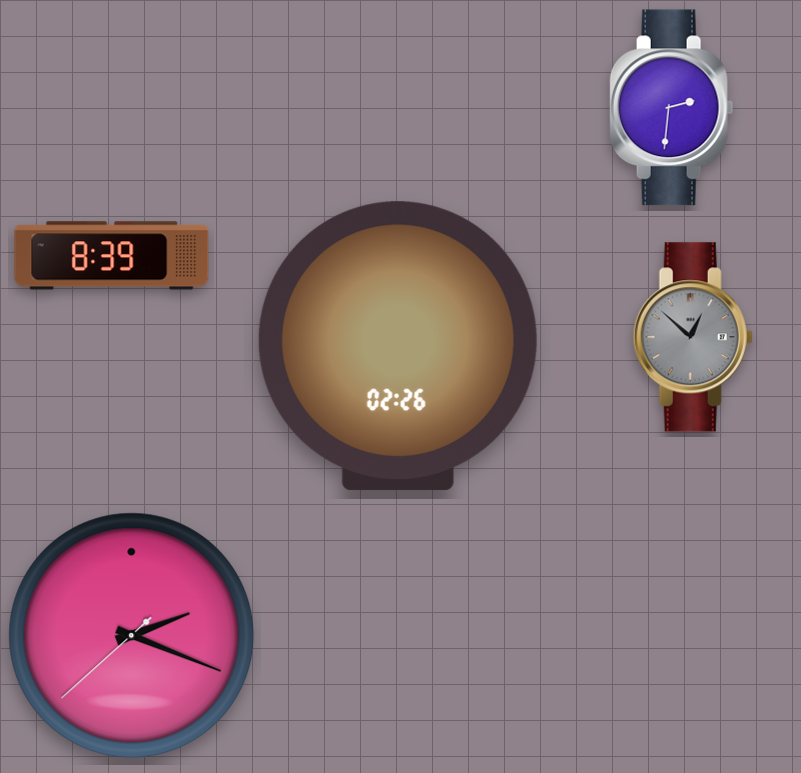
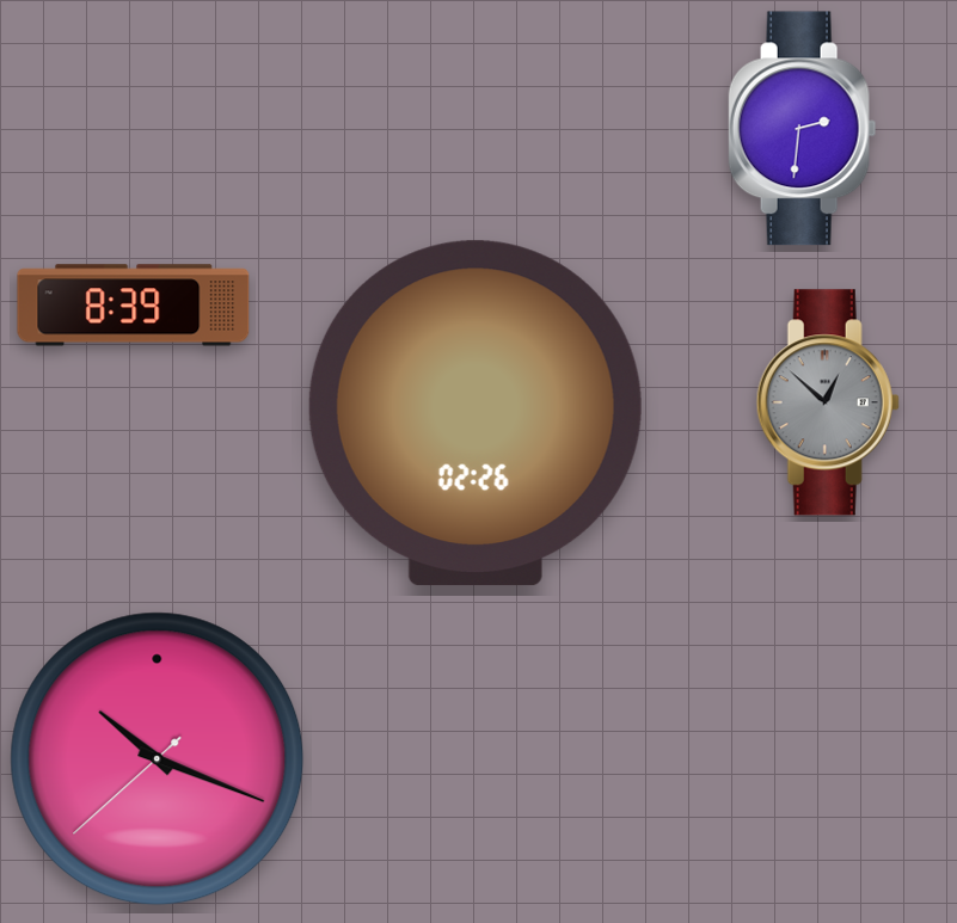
clock at (132, 636): 2:18 -> 10:18
